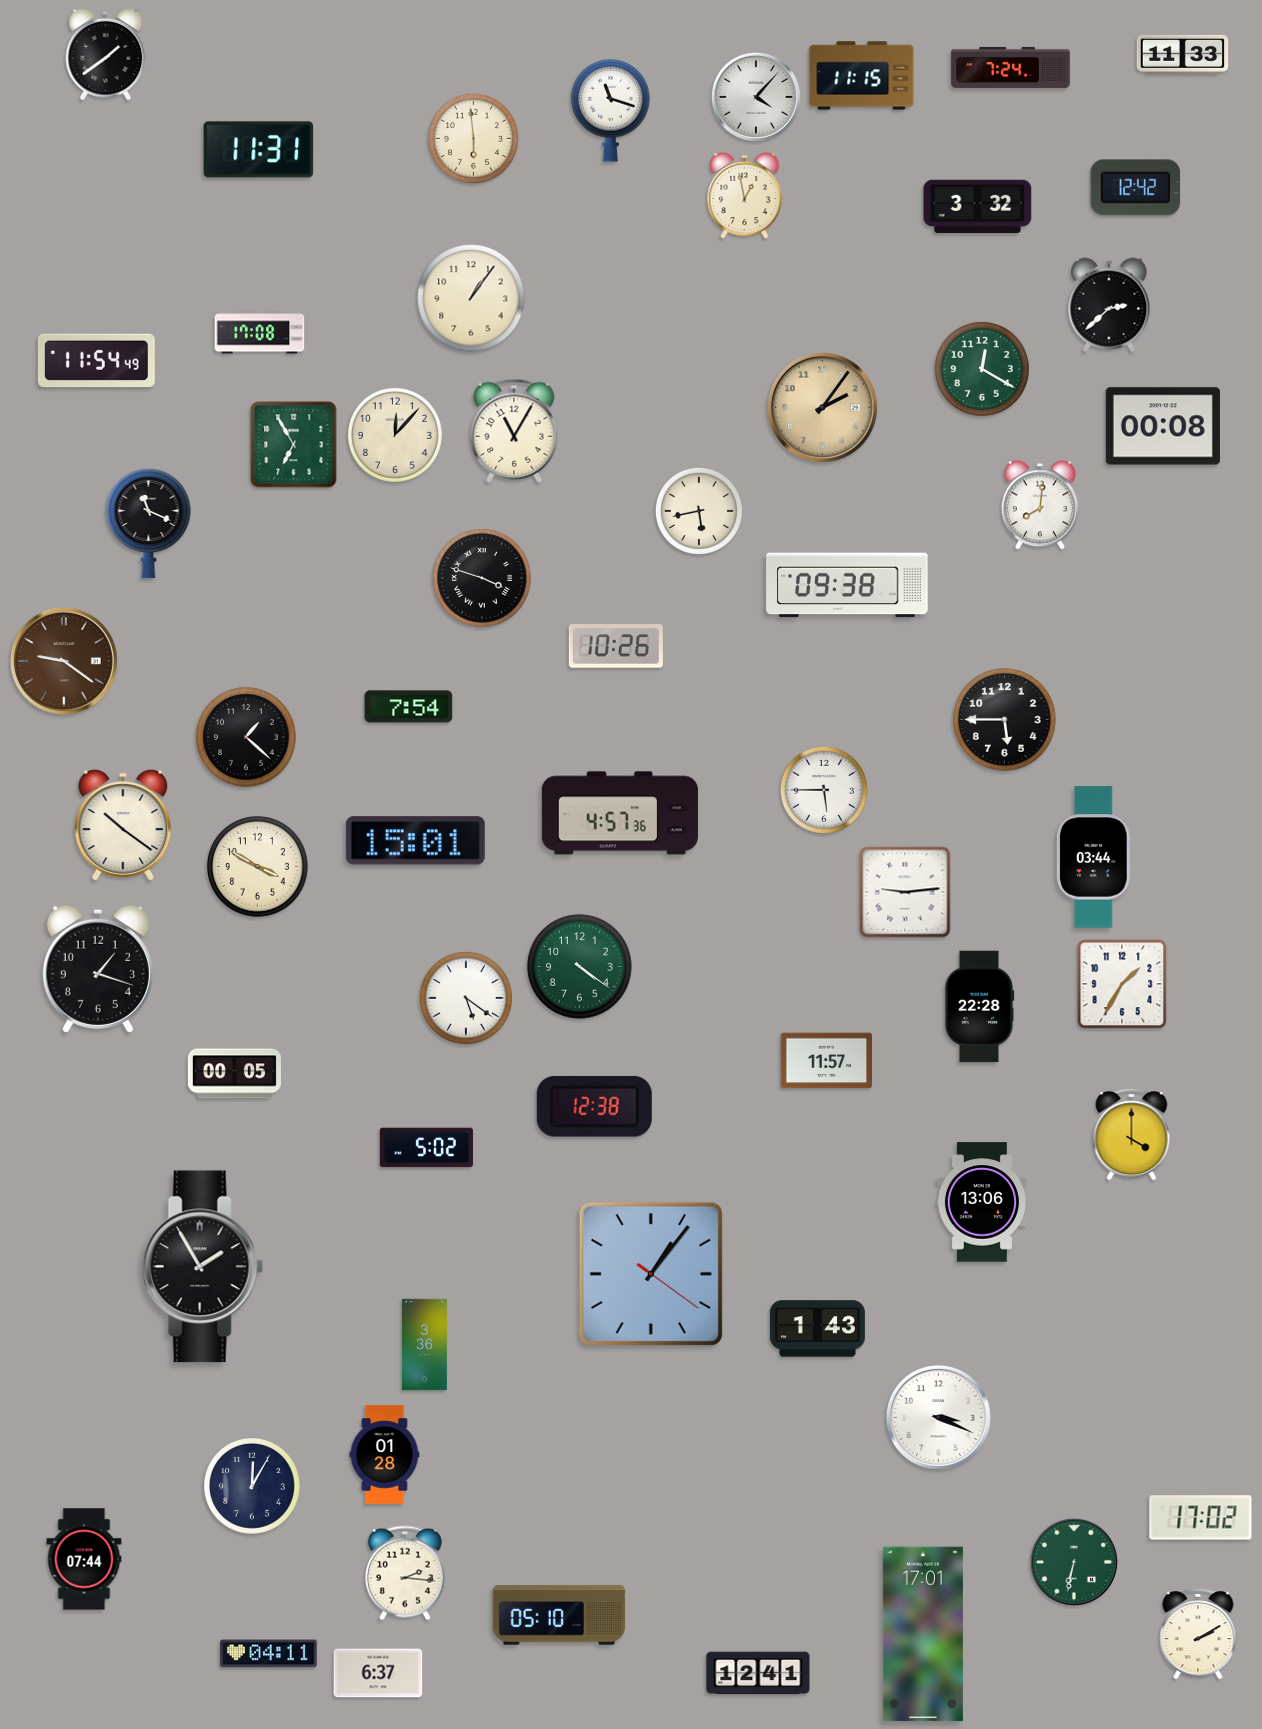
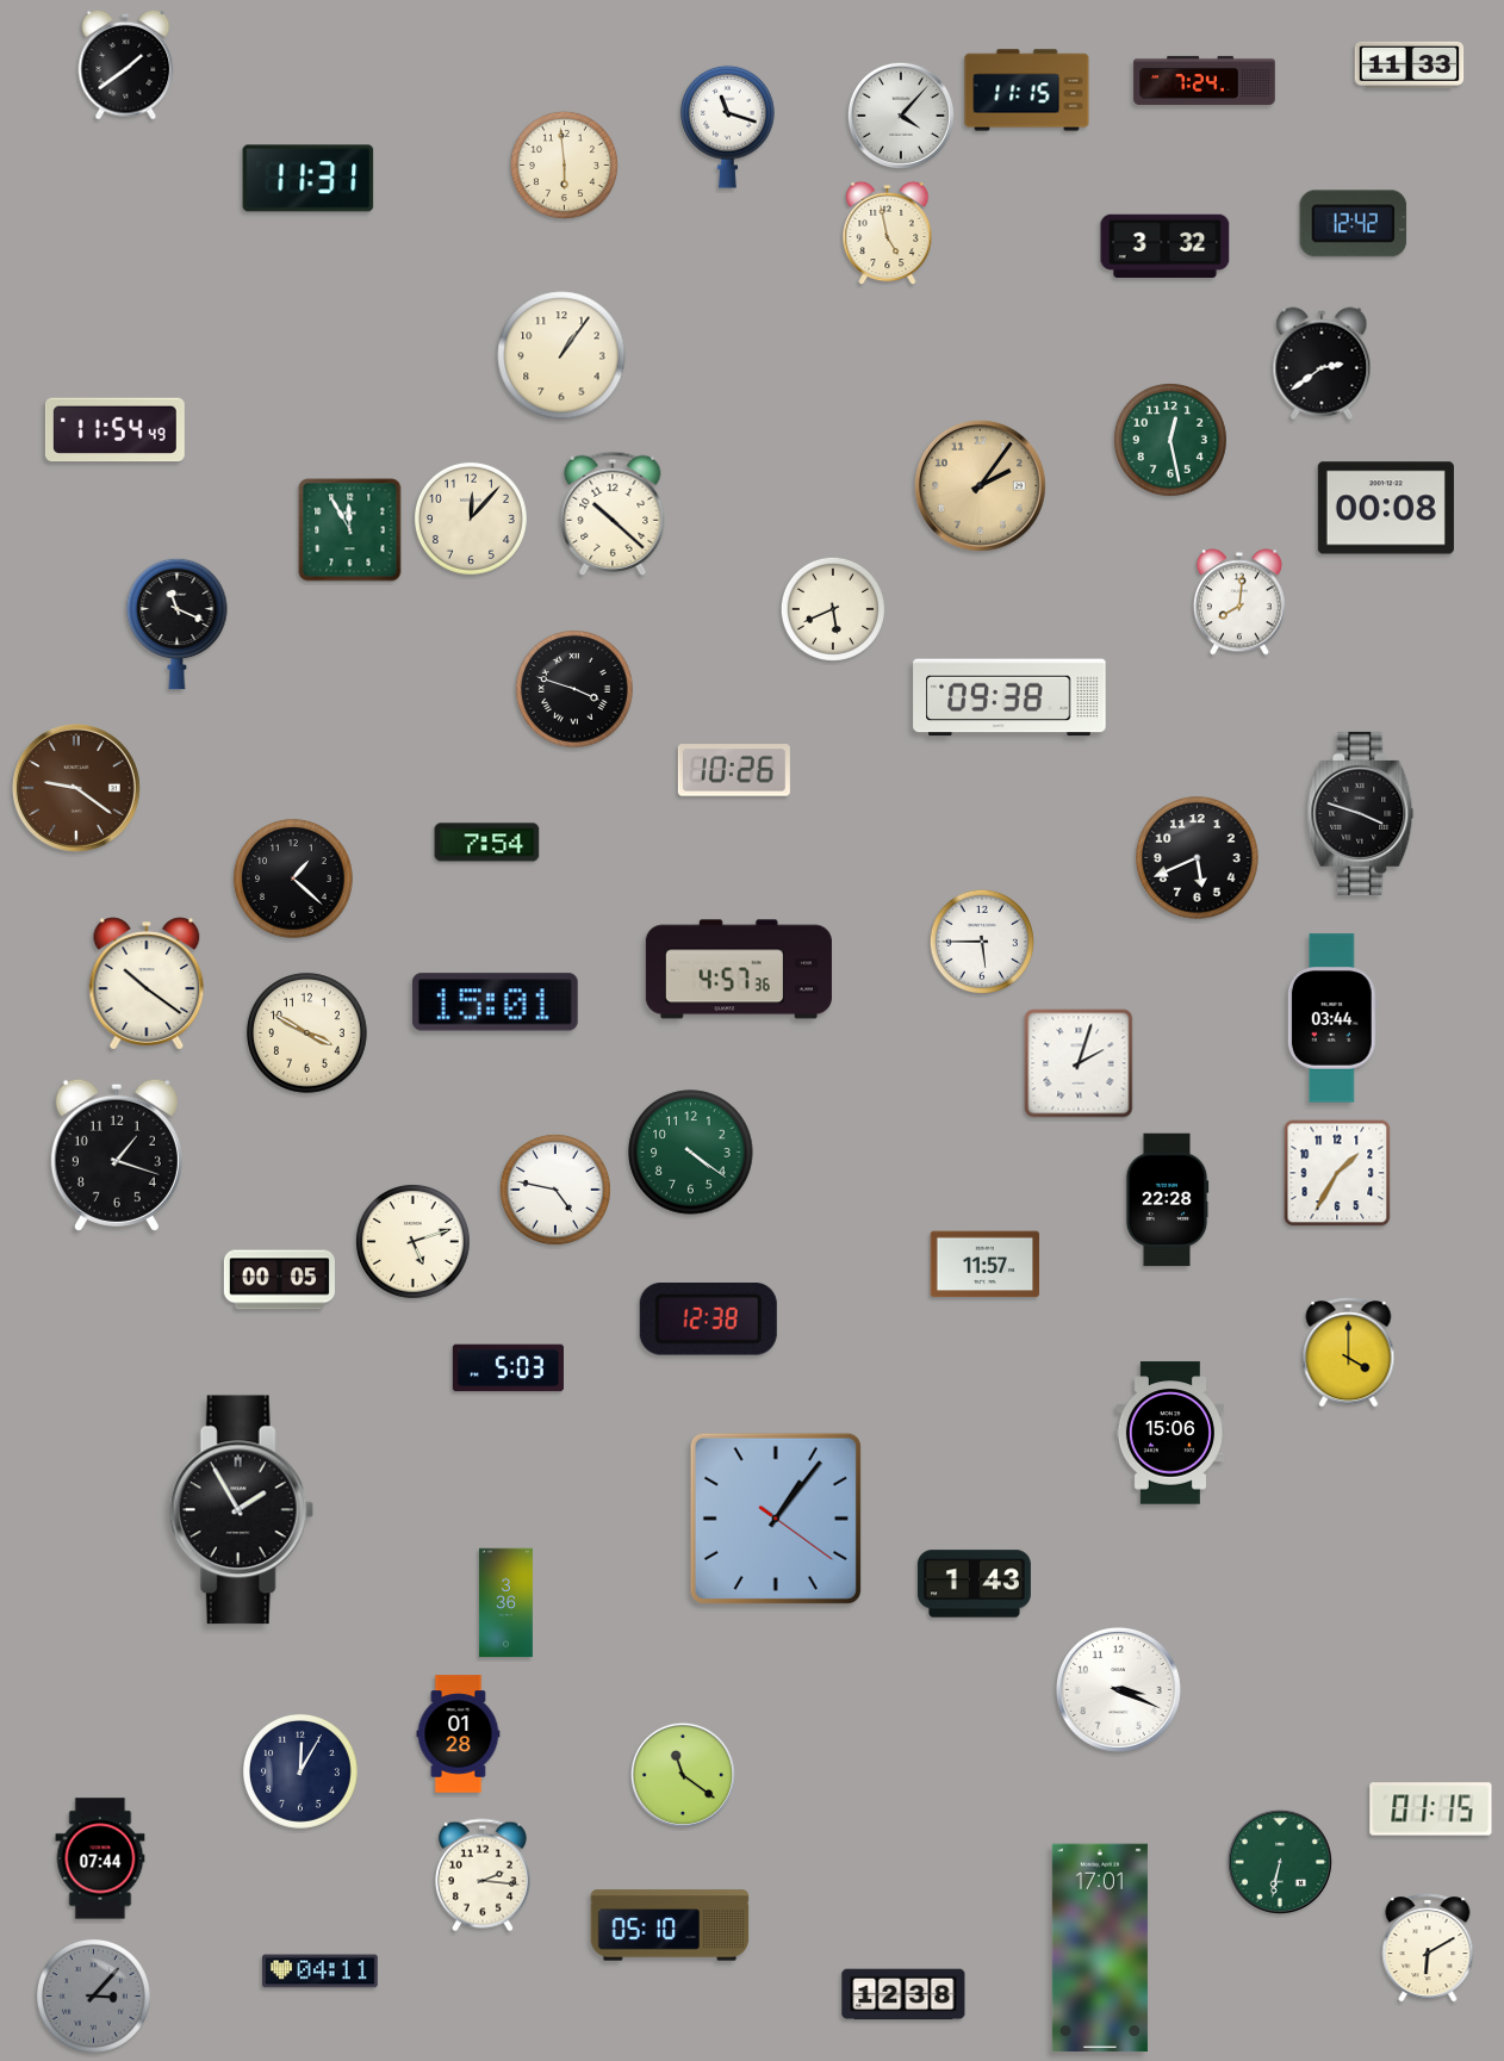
clock at (611, 110) position: (611, 110) -> (728, 126)
clock at (745, 196): 12:58 -> 4:58
clock at (1109, 305): 2:38 -> 2:39
clock at (260, 333): 17:08 -> none
clock at (982, 369): 12:20 -> 12:28
clock at (514, 431): 11:05 -> 10:22
clock at (294, 445): 6:55 -> 11:55
clock at (699, 511): 5:43 -> 5:41
clock at (1361, 813): none -> 3:48
clock at (1005, 720): 5:45 -> 5:41
clock at (1094, 857) position: (1094, 857) -> (1332, 1018)
clock at (905, 892): 9:14 -> 2:03
clock at (466, 998): 5:21 -> 4:47
clock at (412, 1241): none -> 5:12
clock at (426, 1148): 5:02 -> 5:03
clock at (981, 1202): 13:06 -> 15:06
clock at (683, 1775): none -> 11:21
clock at (1201, 1518): 17:02 -> 01:15
clock at (559, 1615) position: (559, 1615) -> (670, 1925)
clock at (1198, 1634): 2:10 -> 6:10
clock at (378, 1673): 6:37 -> none
clock at (758, 1673): 12:41 -> 12:38
clock at (93, 1995): none -> 3:07
